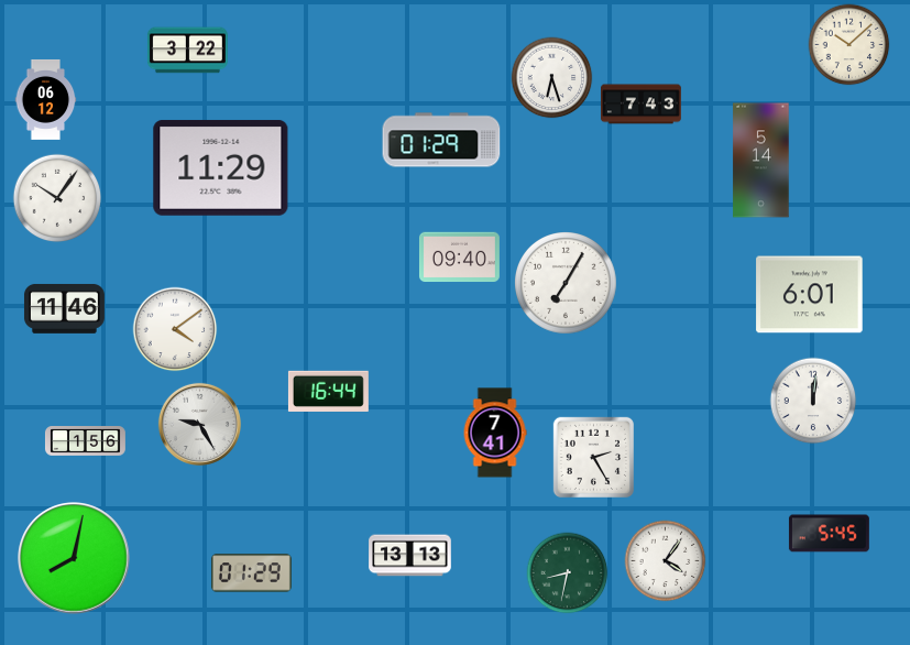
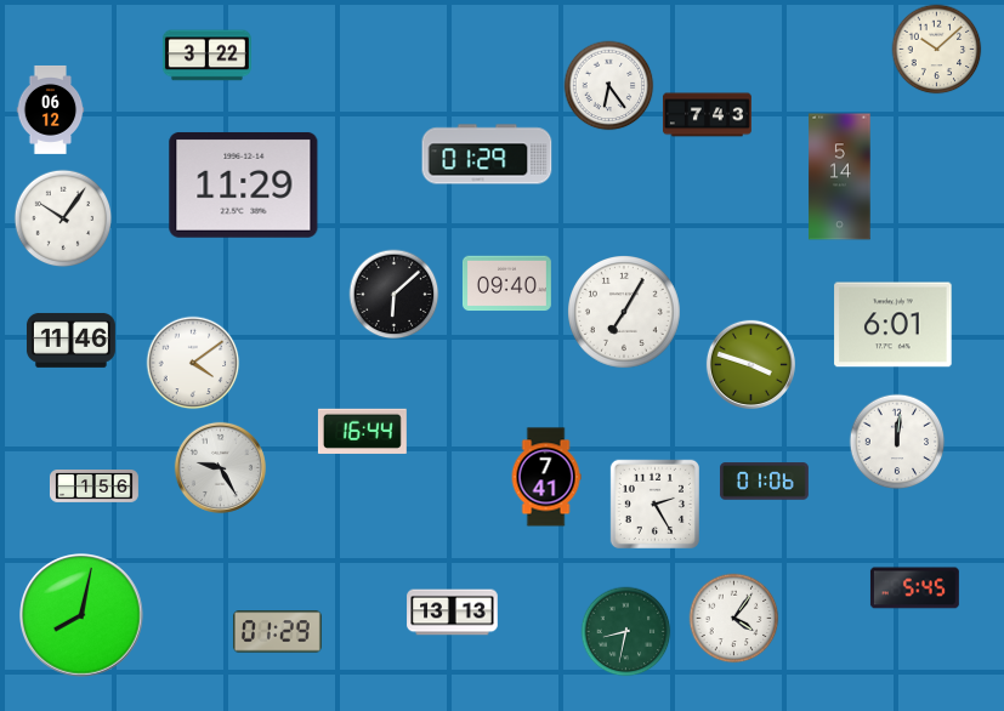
clock at (552, 78): 6:27 -> 6:24
clock at (395, 295): none -> 6:08
clock at (750, 364): none -> 3:48
clock at (764, 482): none -> 01:06
